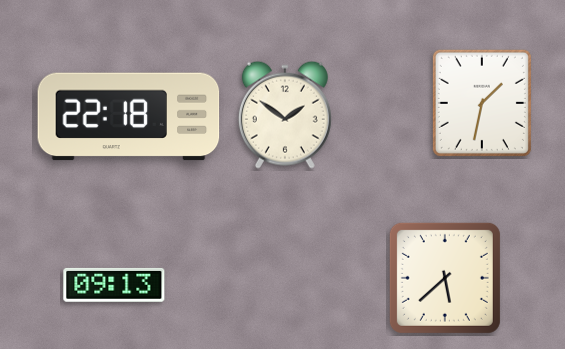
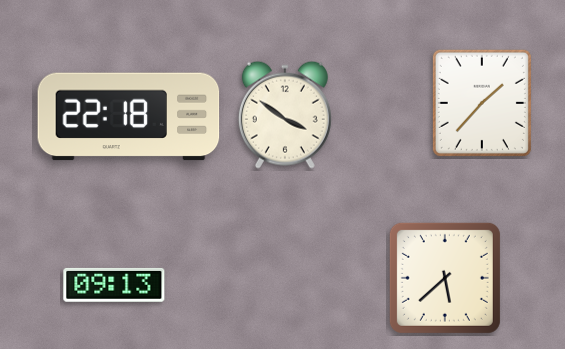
clock at (482, 103): 1:32 -> 1:37
clock at (285, 115): 1:51 -> 3:51
